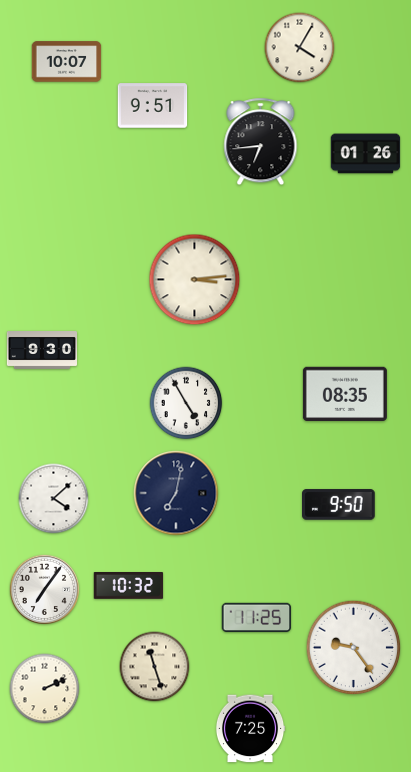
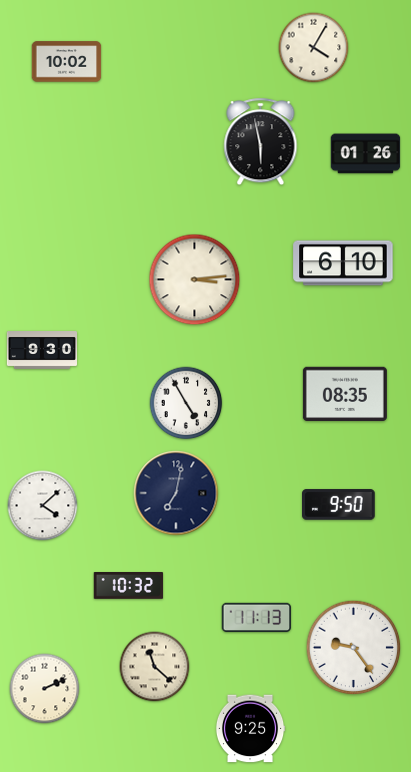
clock at (300, 48) position: (300, 48) -> (314, 48)
clock at (67, 62): 10:07 -> 10:02
clock at (153, 106): 9:51 -> none
clock at (261, 142): 6:44 -> 5:58
clock at (343, 263): none -> 6:10
clock at (54, 499) position: (54, 499) -> (43, 506)
clock at (44, 589): 7:06 -> none
clock at (257, 618): 11:25 -> 11:13
clock at (155, 667): 11:27 -> 11:22
clock at (250, 729): 7:25 -> 9:25
